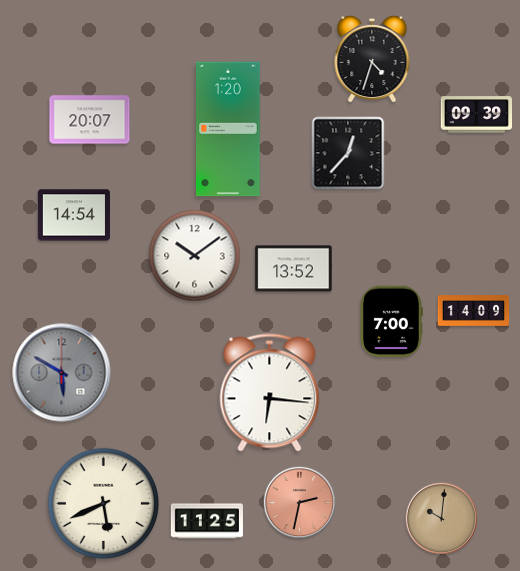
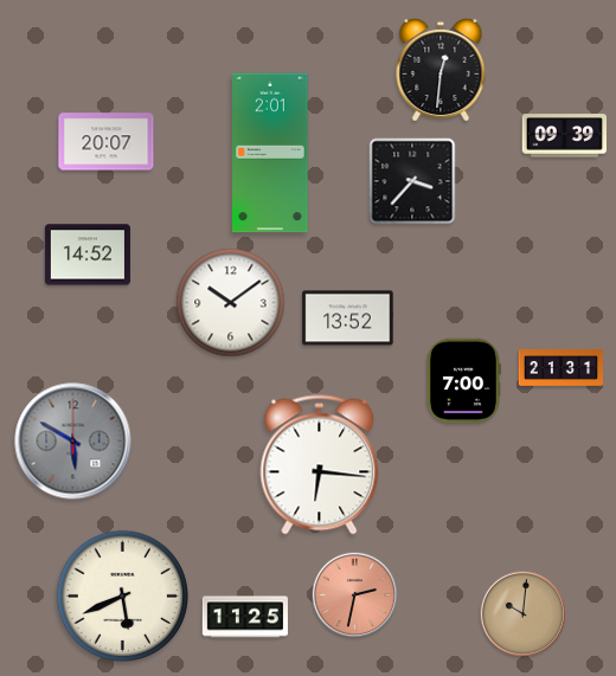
clock at (372, 58): 4:33 -> 12:31
clock at (228, 129): 1:20 -> 2:01
clock at (348, 153): 12:37 -> 3:37
clock at (74, 215): 14:54 -> 14:52
clock at (474, 311): 14:09 -> 21:31
